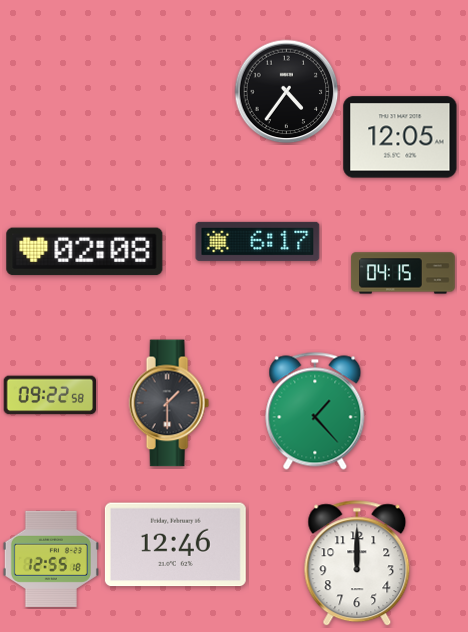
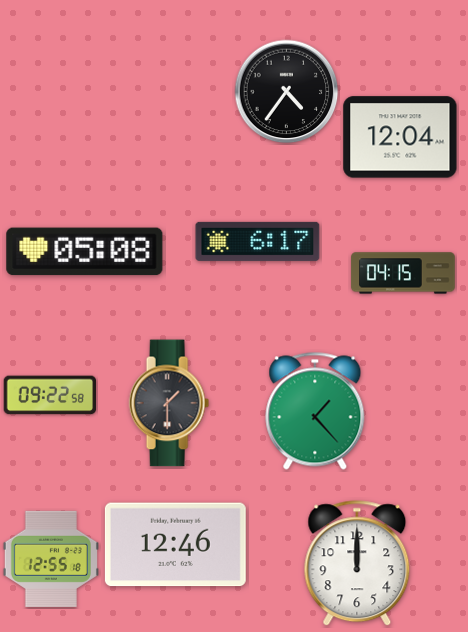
clock at (400, 137): 12:05 -> 12:04
clock at (85, 252): 02:08 -> 05:08
